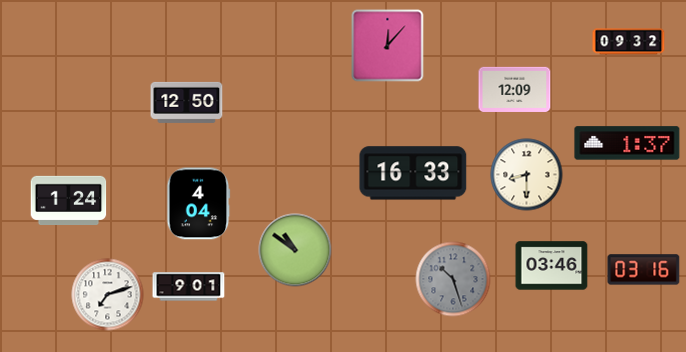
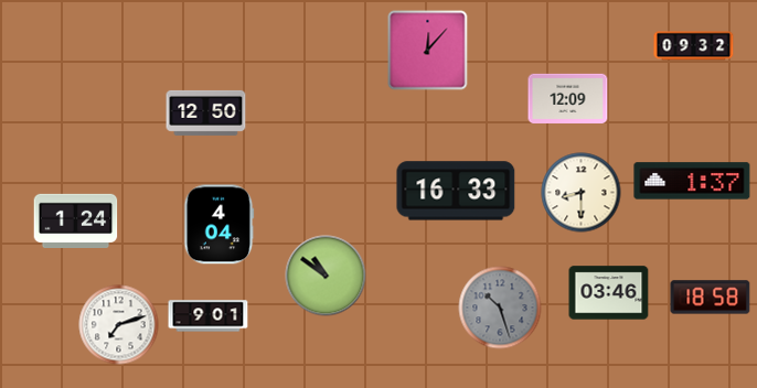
clock at (627, 143) position: (627, 143) -> (692, 181)
clock at (644, 270): 03:16 -> 18:58
